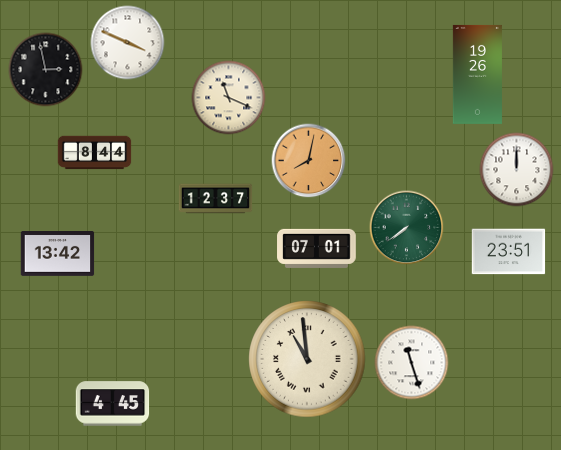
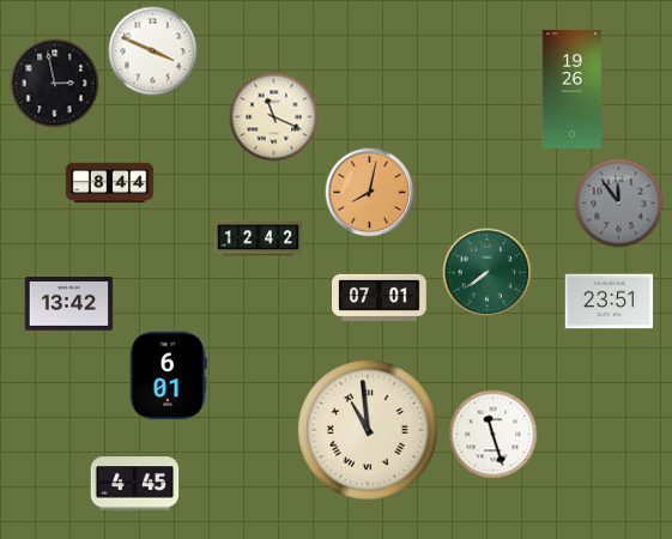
clock at (95, 153) position: (95, 153) -> (110, 183)
clock at (517, 170): 12:00 -> 11:54
clock at (517, 170) dial: white -> grey
clock at (216, 199): 12:37 -> 12:42
clock at (168, 376): none -> 6:01
